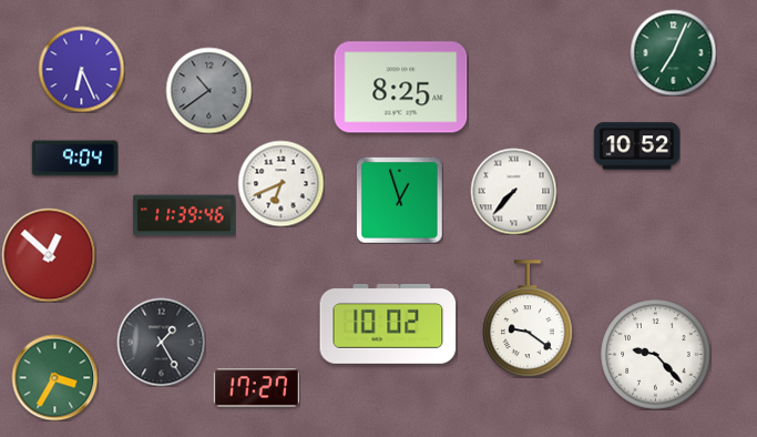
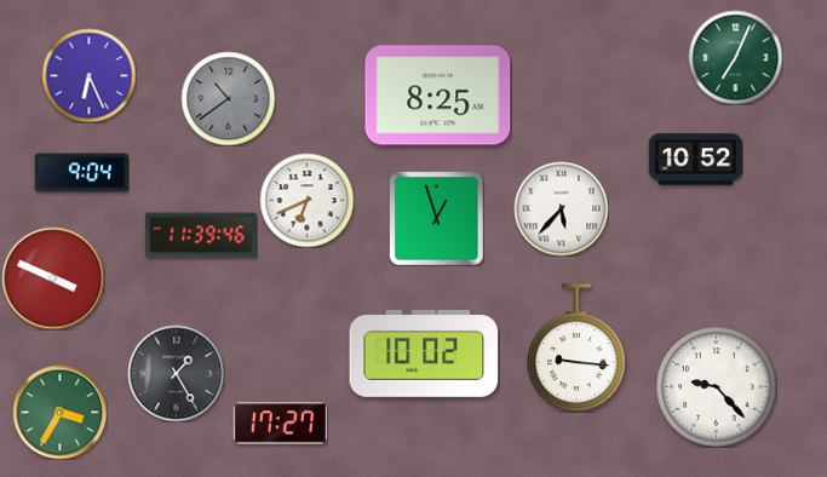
clock at (513, 191): 7:37 -> 5:37
clock at (49, 255): 12:52 -> 3:49
clock at (528, 318): 9:21 -> 9:16
